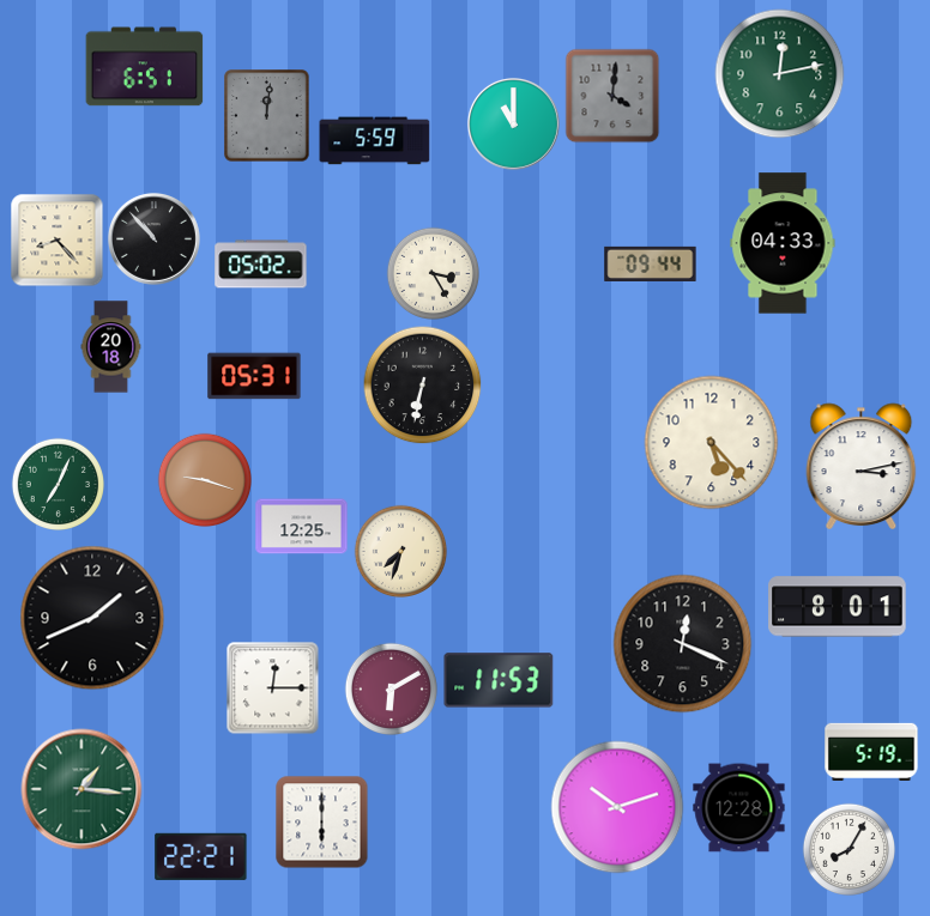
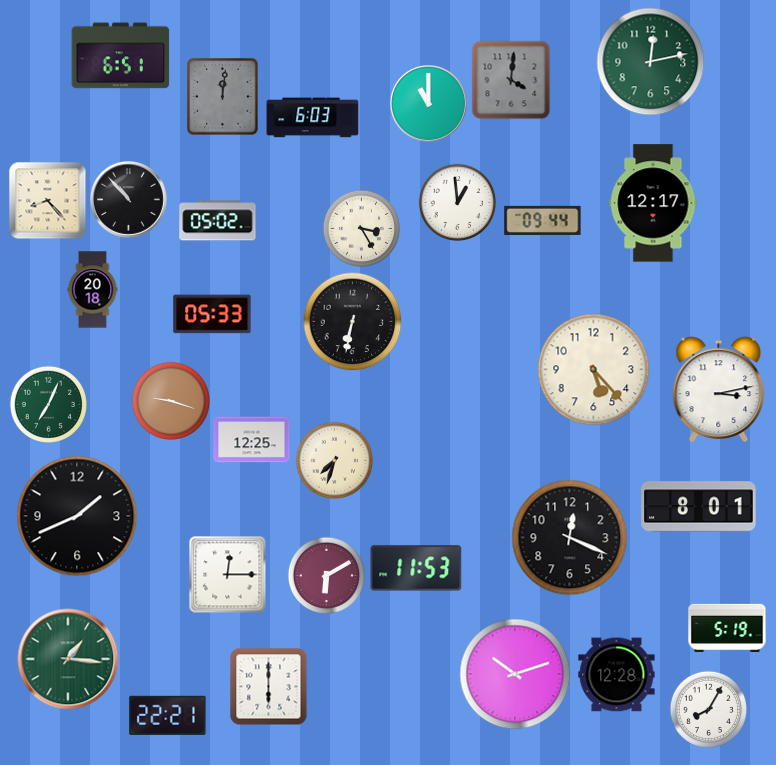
clock at (375, 141): 5:59 -> 6:03
clock at (457, 202): none -> 12:59
clock at (783, 243): 04:33 -> 12:17
clock at (254, 376): 05:31 -> 05:33
